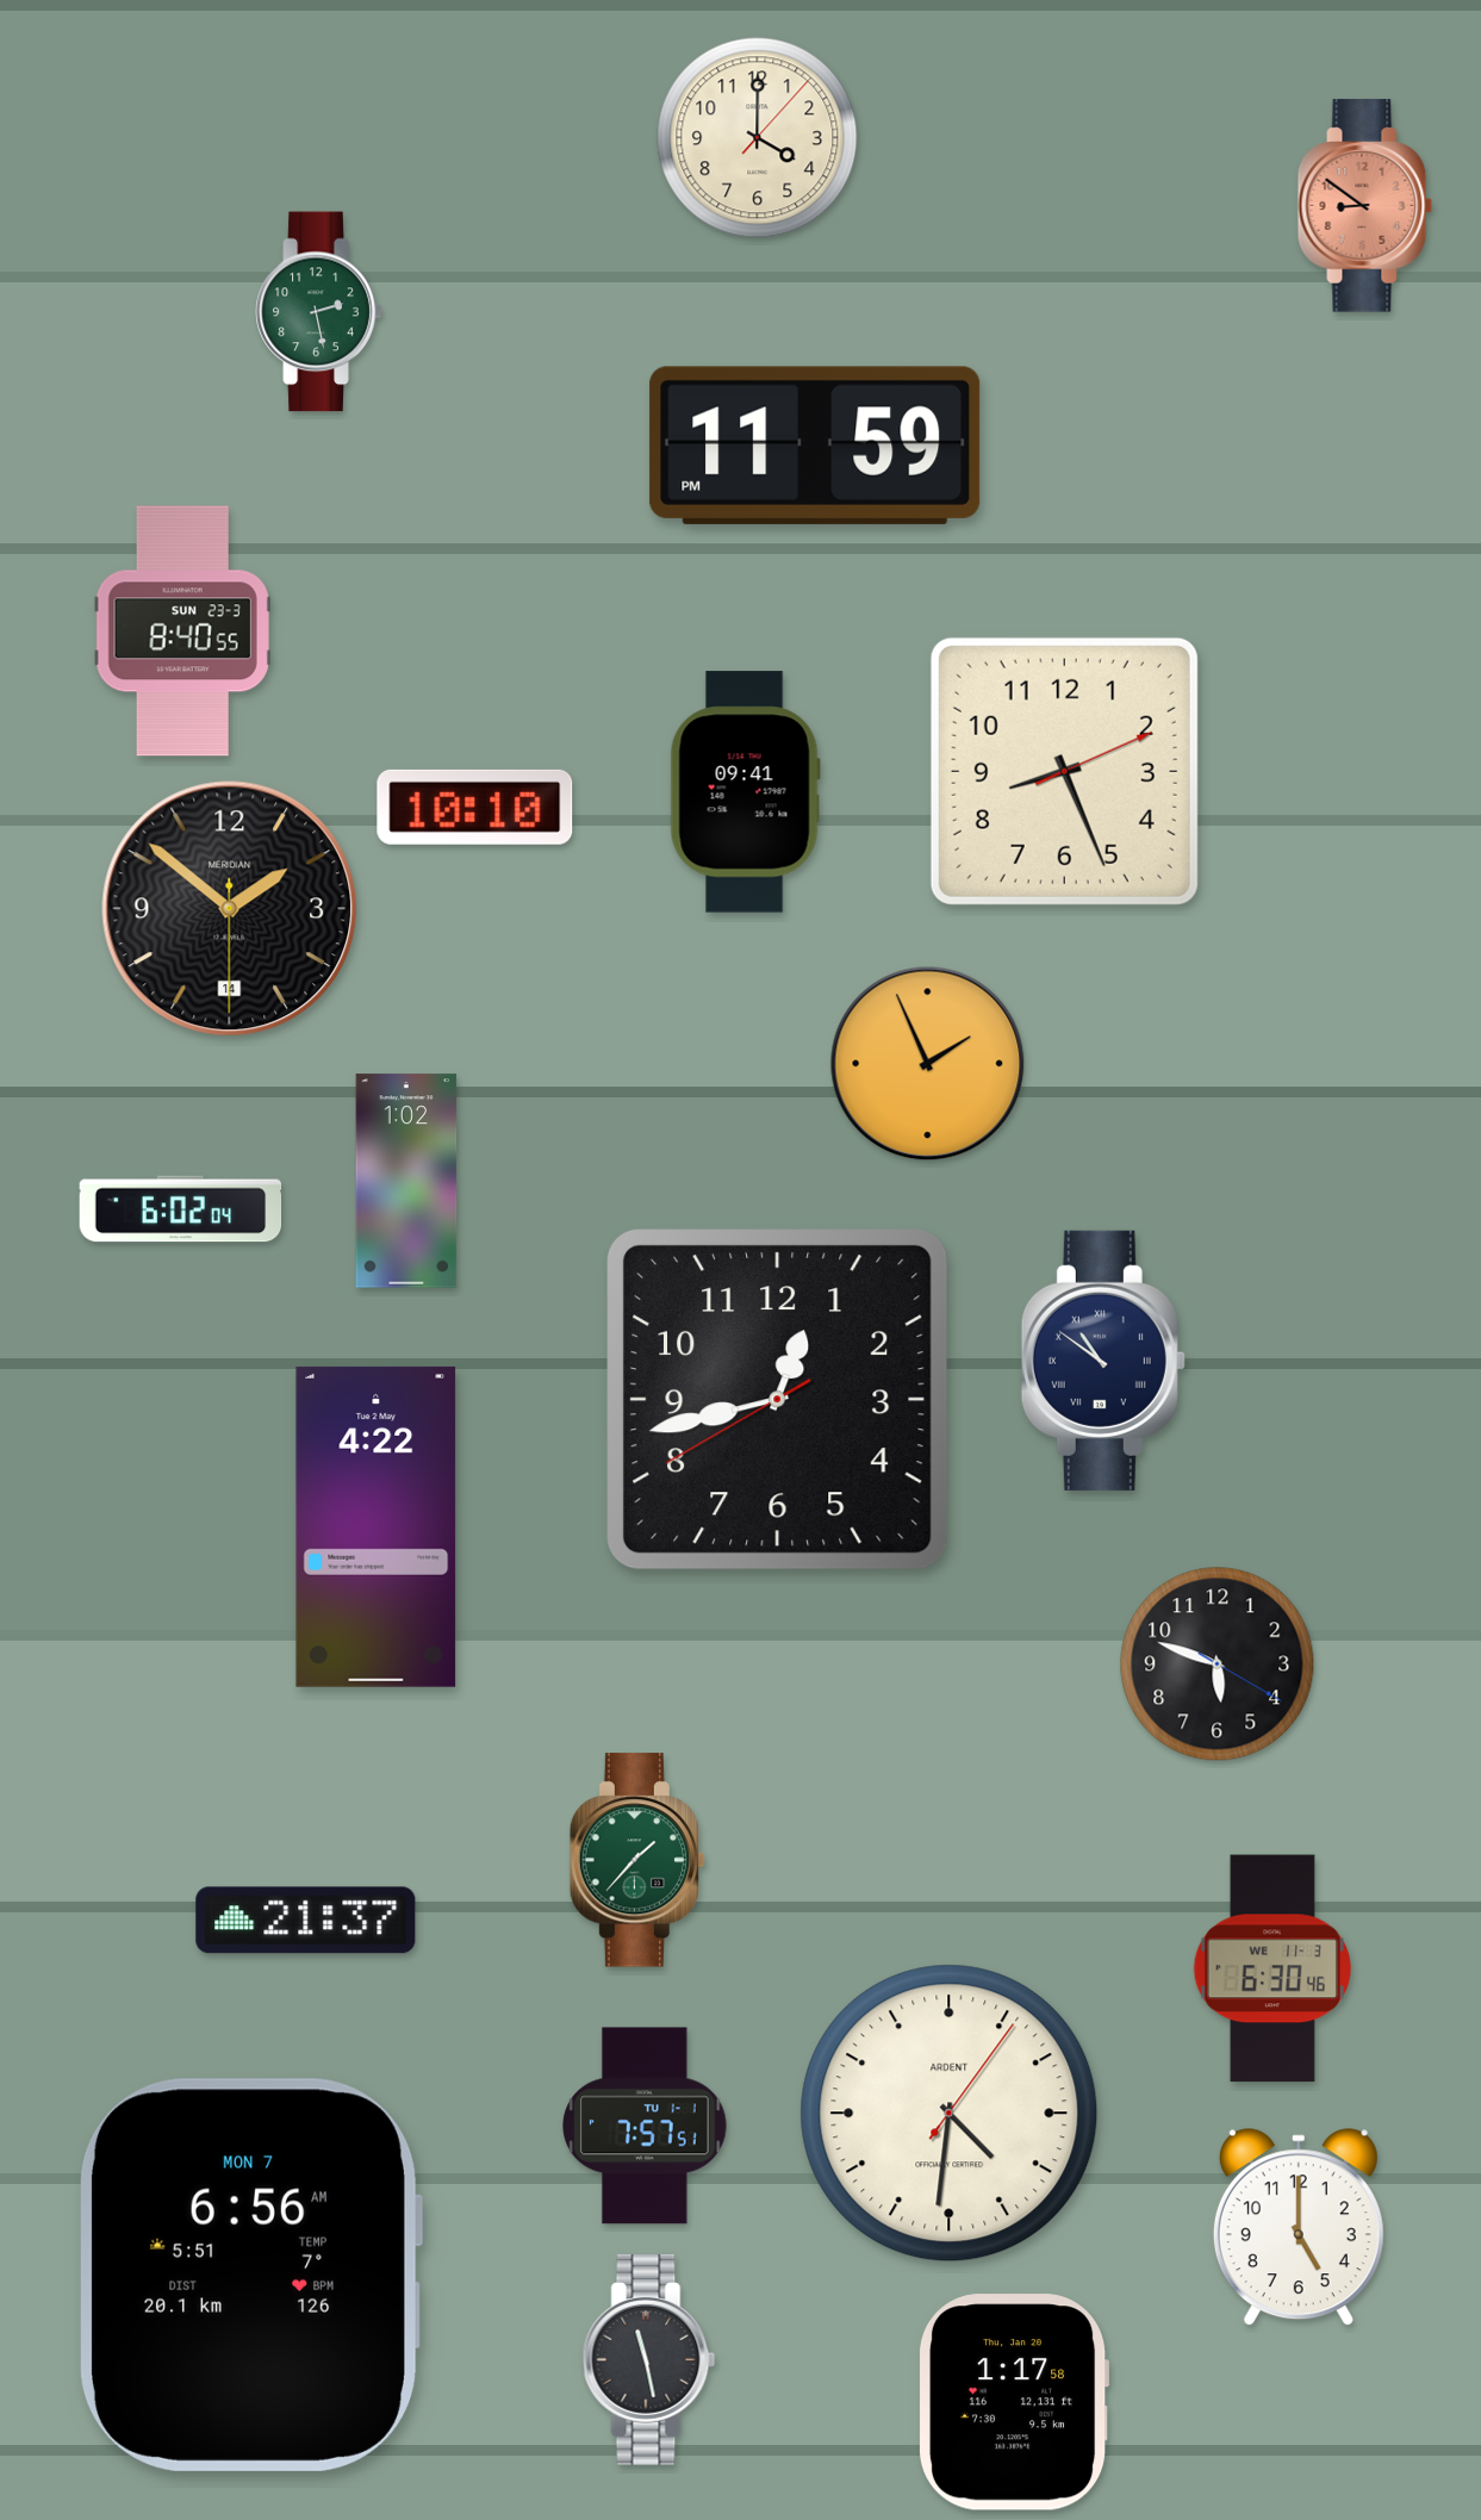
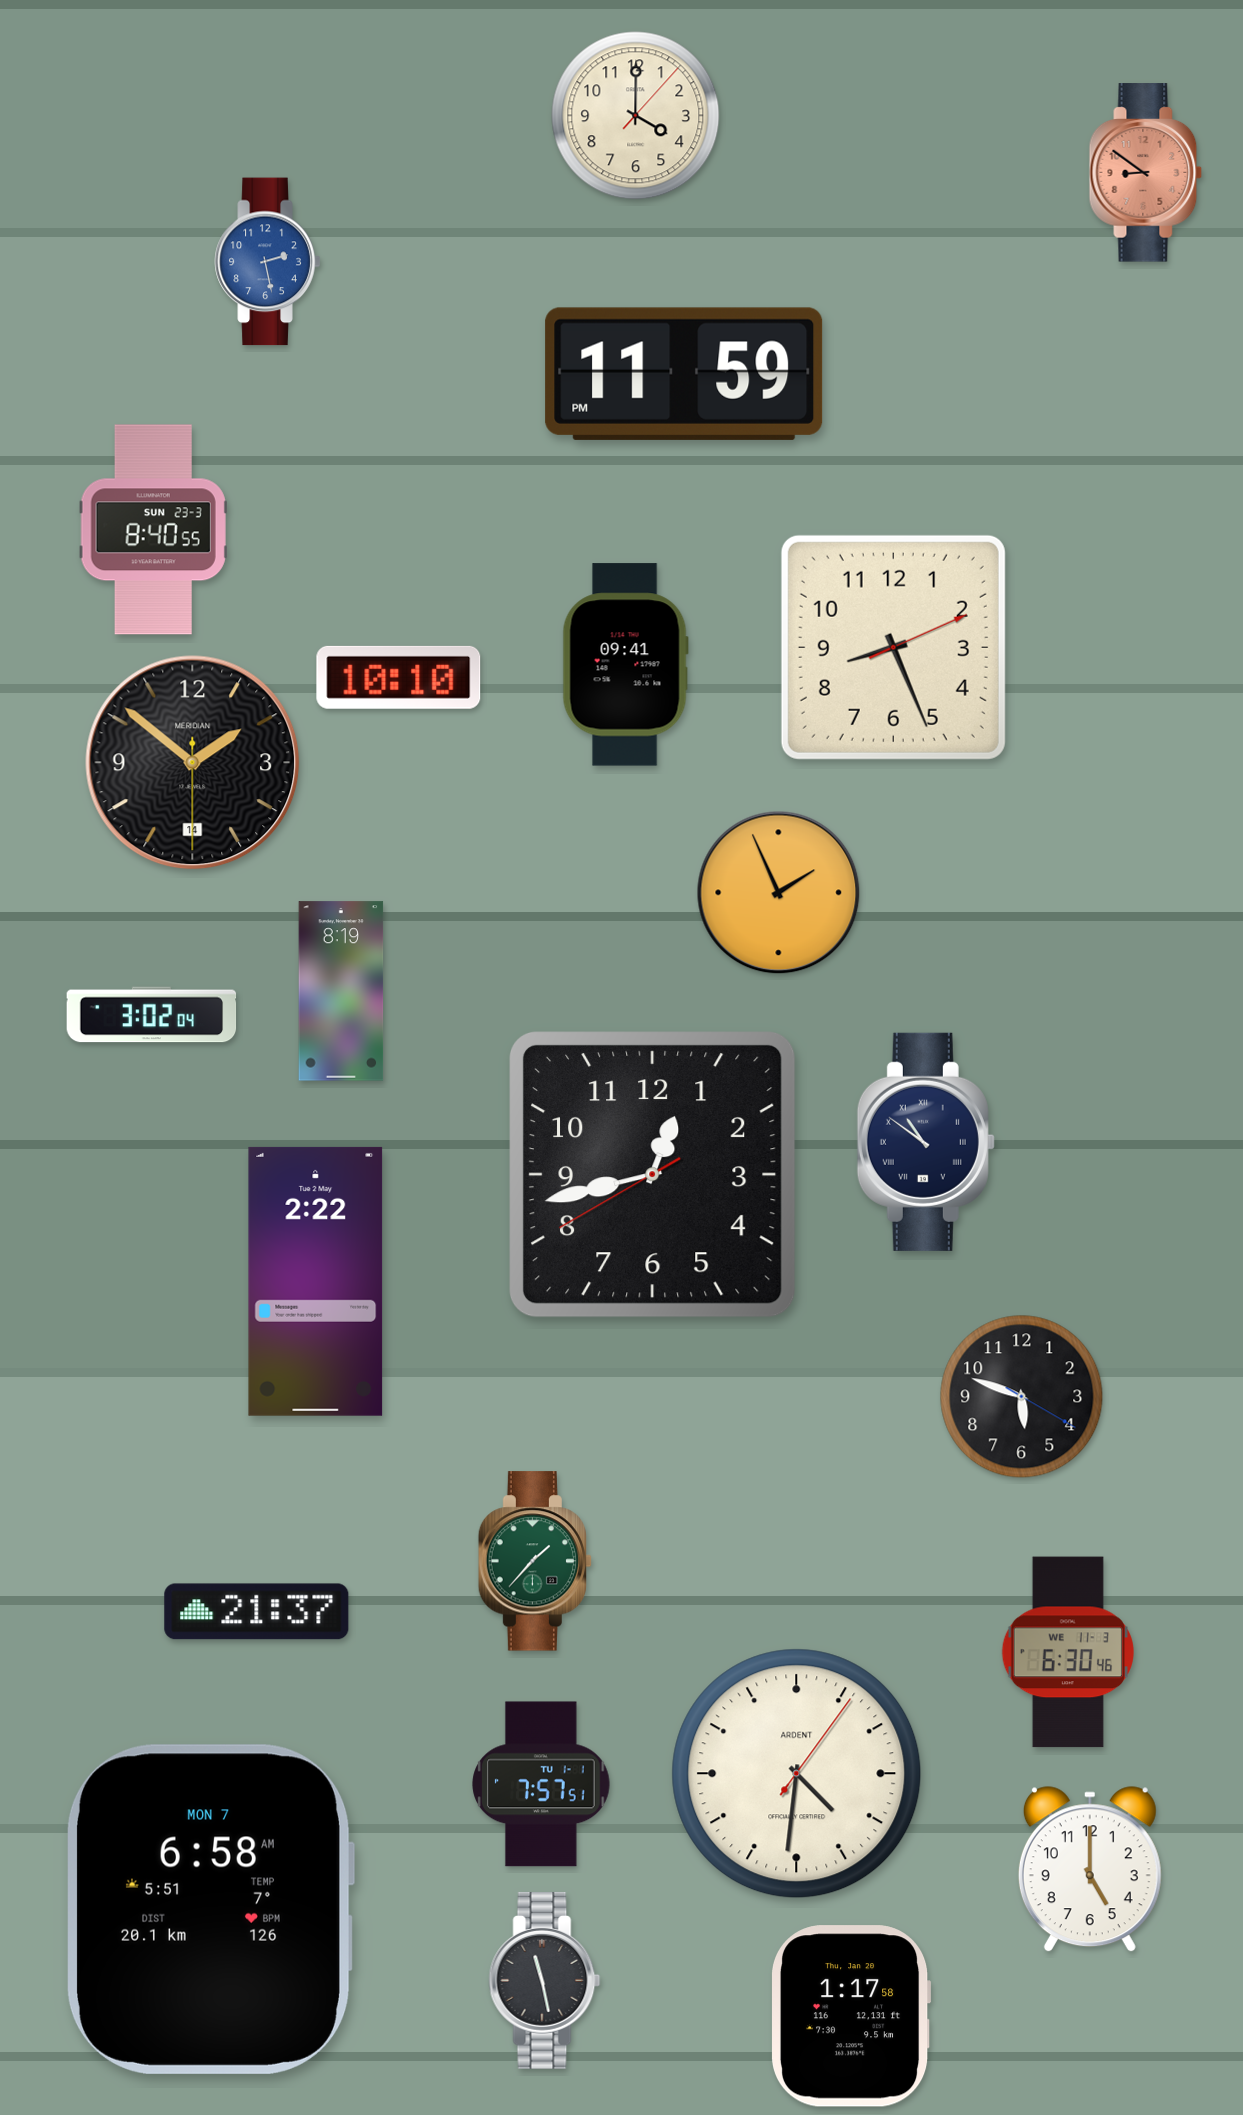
clock at (319, 312) dial: green -> blue
clock at (406, 1181): 1:02 -> 8:19
clock at (181, 1209): 6:02 -> 3:02
clock at (377, 1526): 4:22 -> 2:22
clock at (250, 2275): 6:56 -> 6:58
